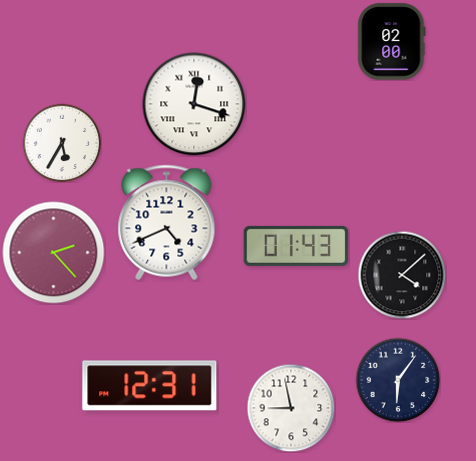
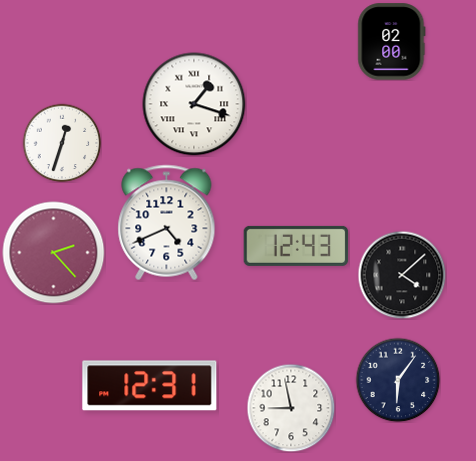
clock at (194, 104): 12:18 -> 1:18
clock at (62, 143): 5:35 -> 12:33
clock at (296, 246): 01:43 -> 12:43
